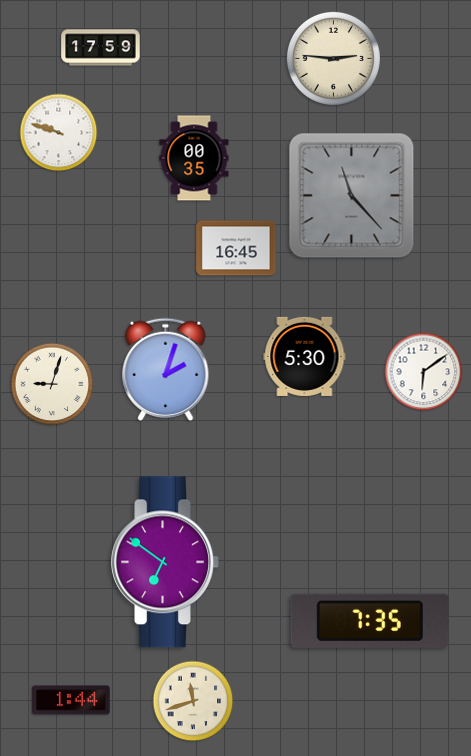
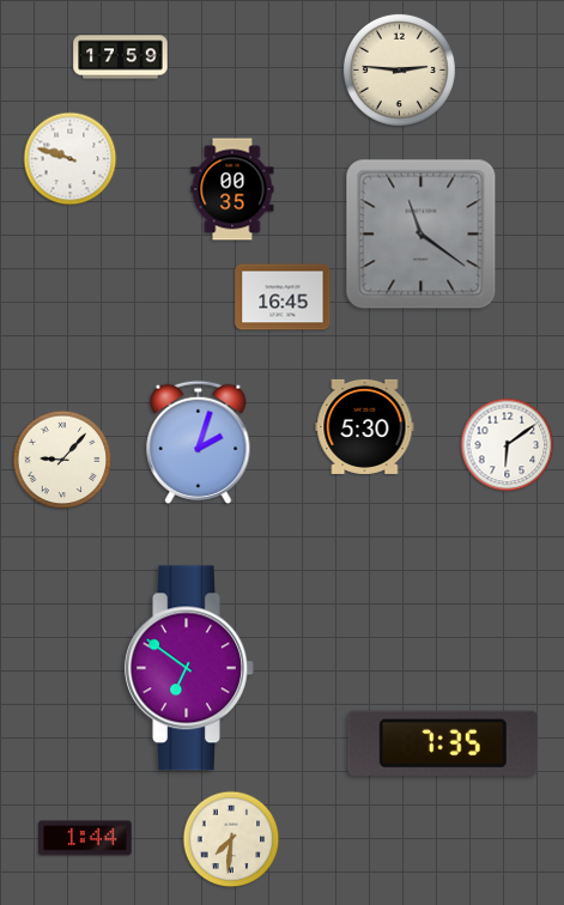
clock at (352, 196): 11:23 -> 11:21
clock at (52, 384): 9:03 -> 9:07
clock at (165, 562) position: (165, 562) -> (189, 668)
clock at (193, 701): 11:42 -> 7:31
